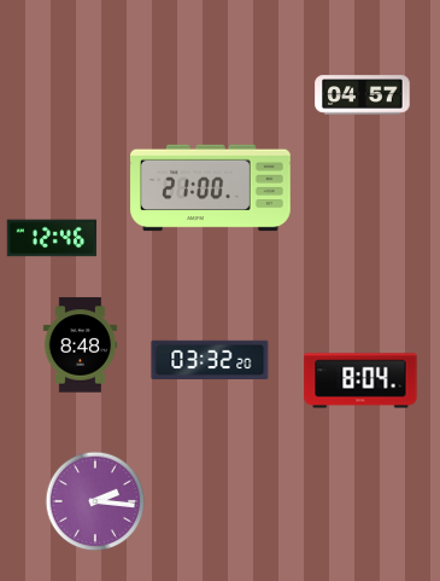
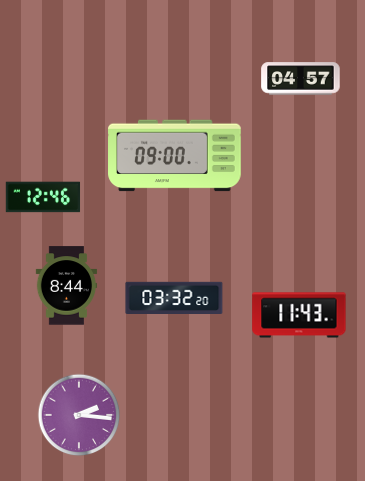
clock at (211, 188): 21:00 -> 09:00
clock at (81, 345): 8:48 -> 8:44
clock at (360, 380): 8:04 -> 11:43
